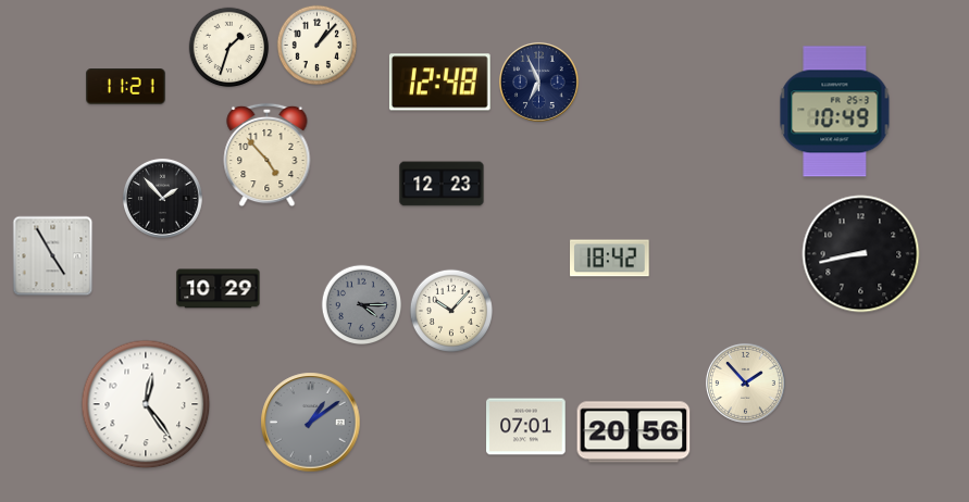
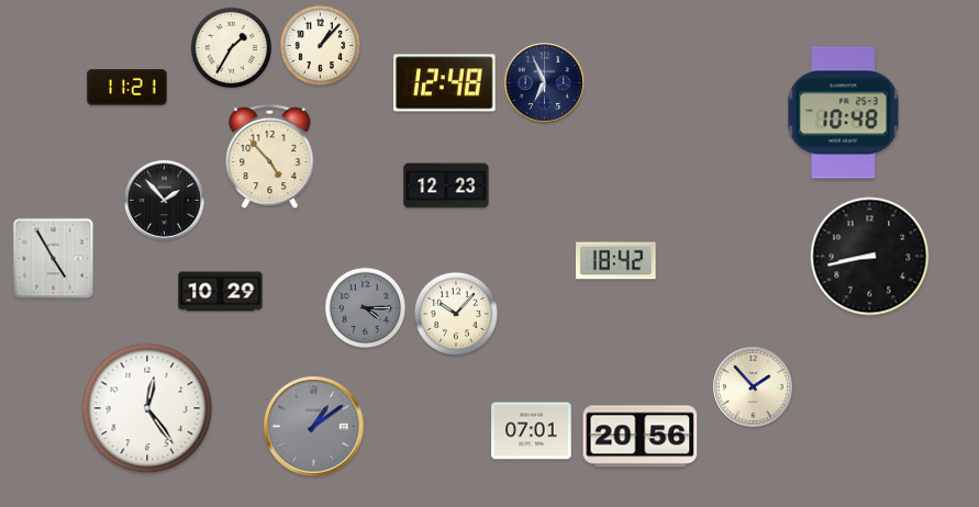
clock at (229, 48): 1:33 -> 1:35
clock at (835, 112): 10:49 -> 10:48
